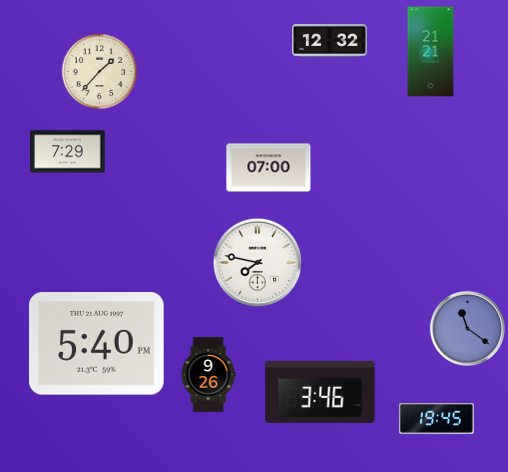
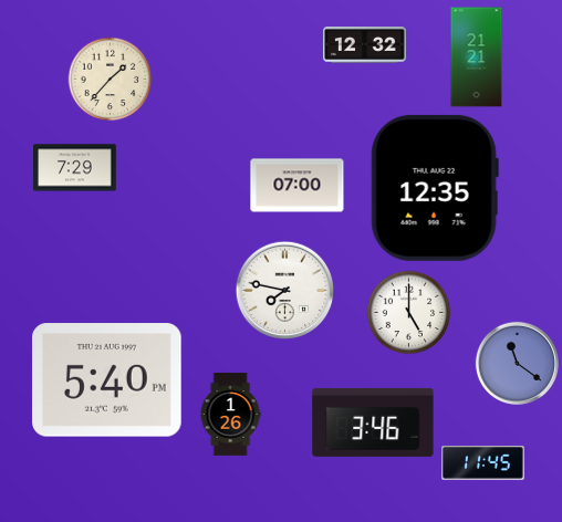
clock at (435, 188): none -> 12:35
clock at (409, 313): none -> 5:00
clock at (208, 375): 9:26 -> 1:26
clock at (320, 392) position: (320, 392) -> (373, 422)
clock at (437, 418): 19:45 -> 11:45
